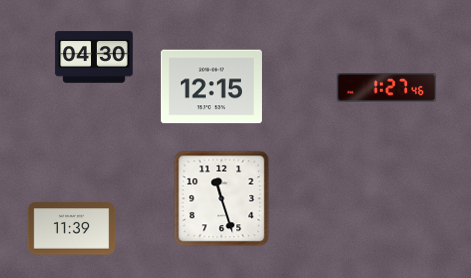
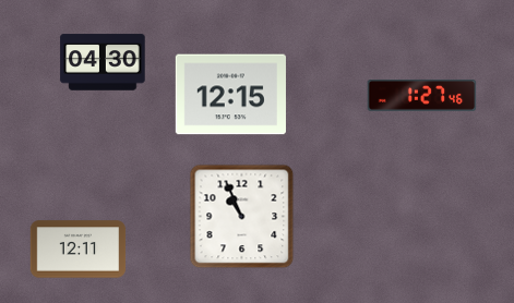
clock at (222, 199): 11:27 -> 10:56
clock at (72, 229): 11:39 -> 12:11
